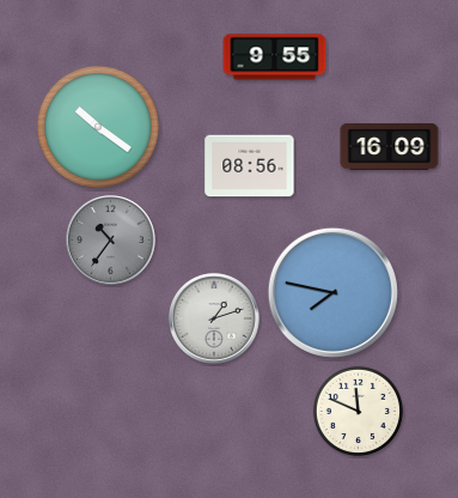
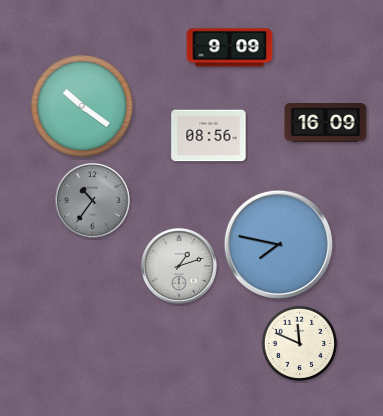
clock at (275, 57): 9:55 -> 9:09
clock at (250, 166) position: (250, 166) -> (209, 136)
